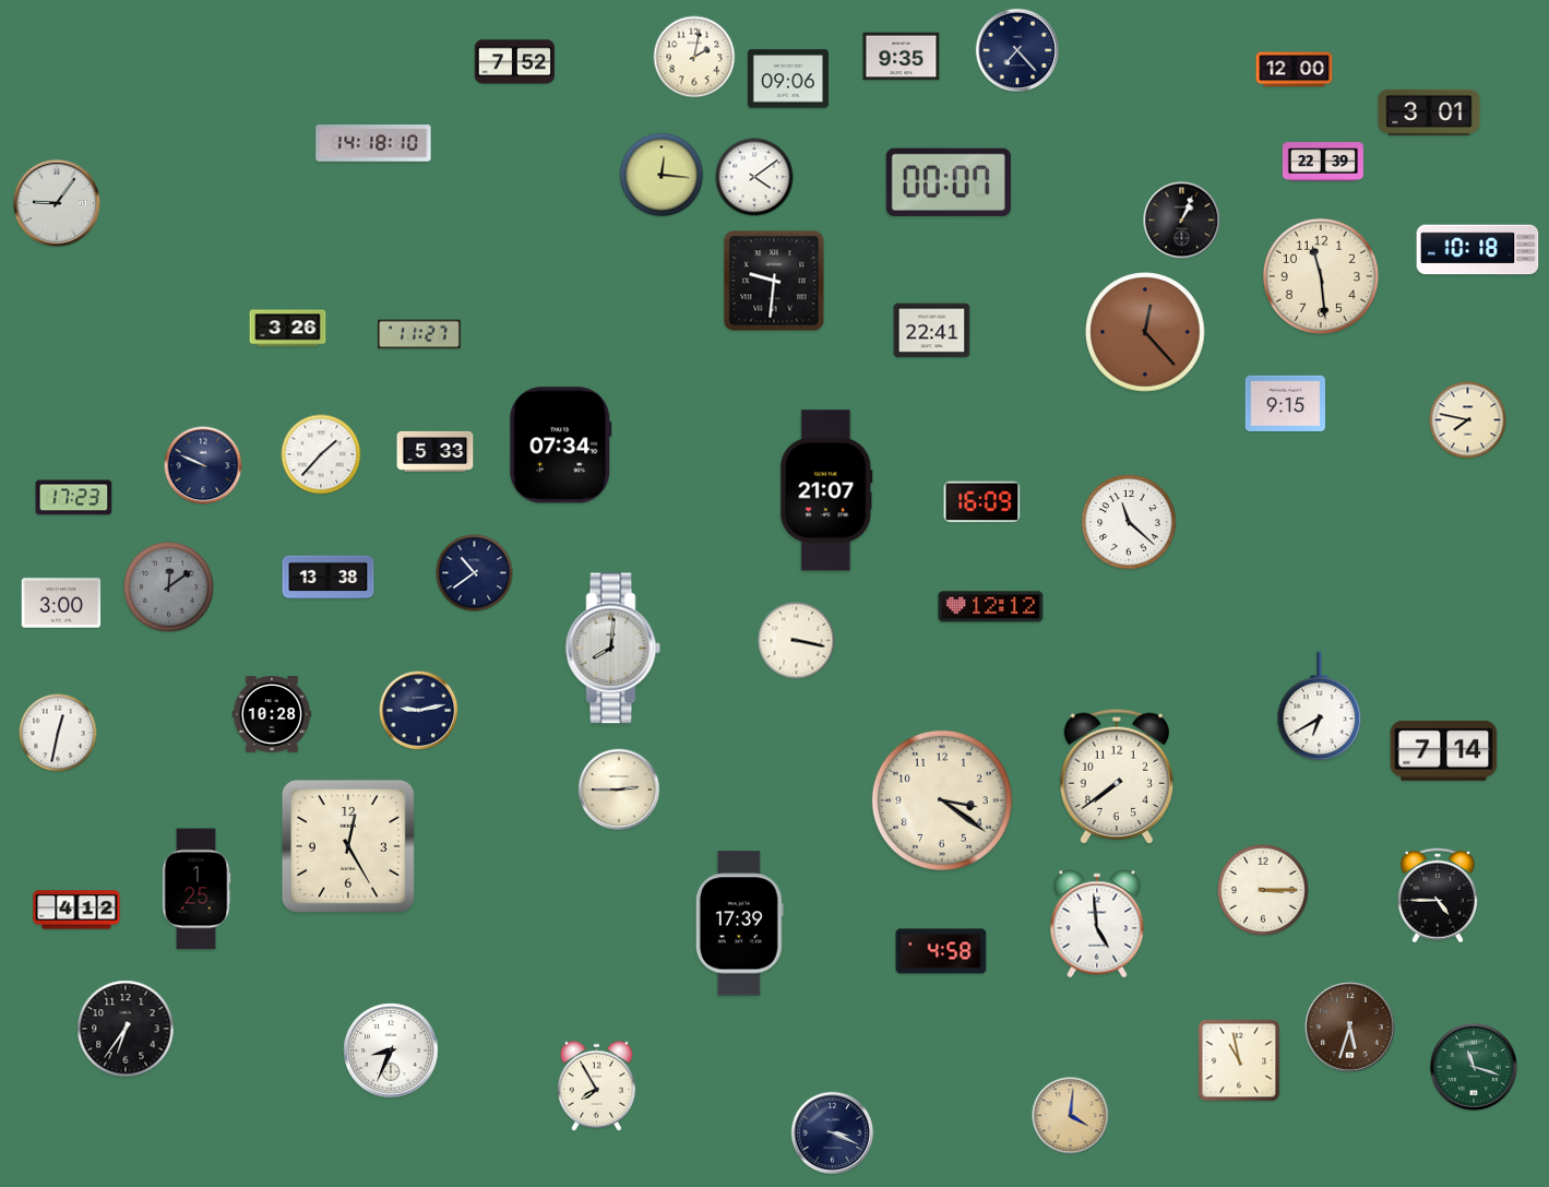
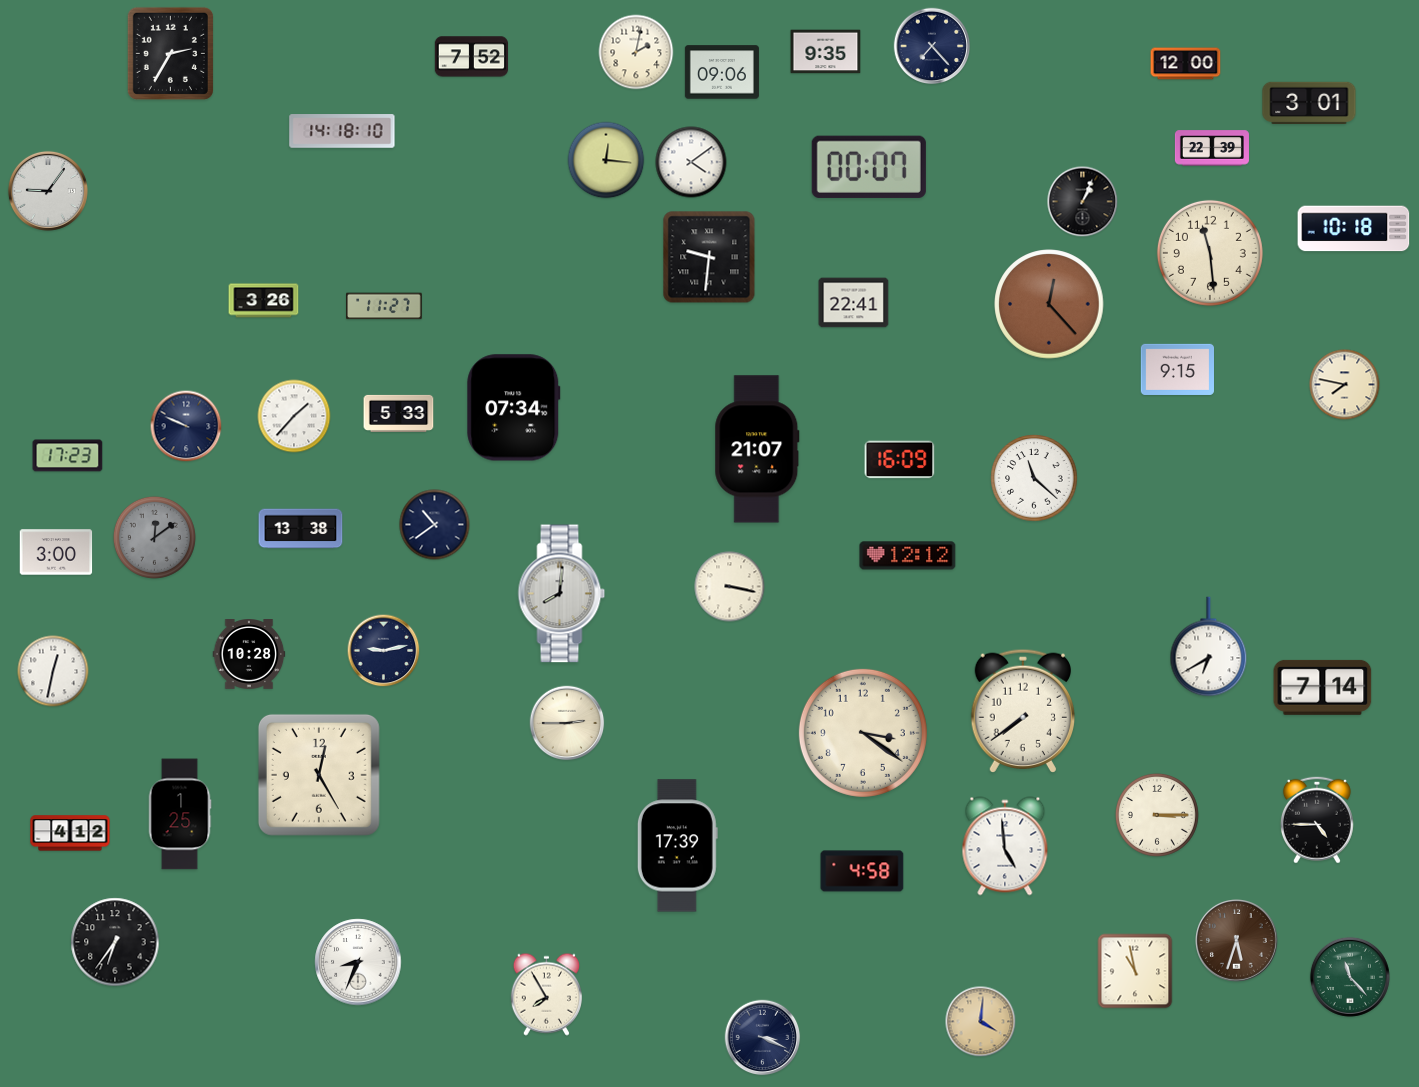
clock at (170, 53): none -> 2:35
clock at (57, 203) position: (57, 203) -> (48, 191)
clock at (1474, 1067): 11:18 -> 11:23
